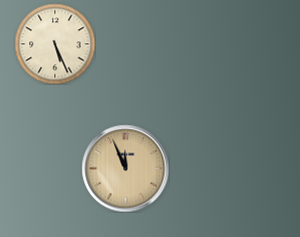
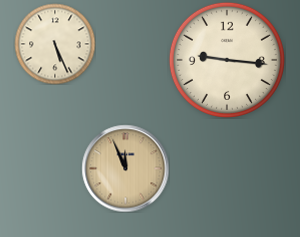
clock at (227, 60): none -> 9:16
